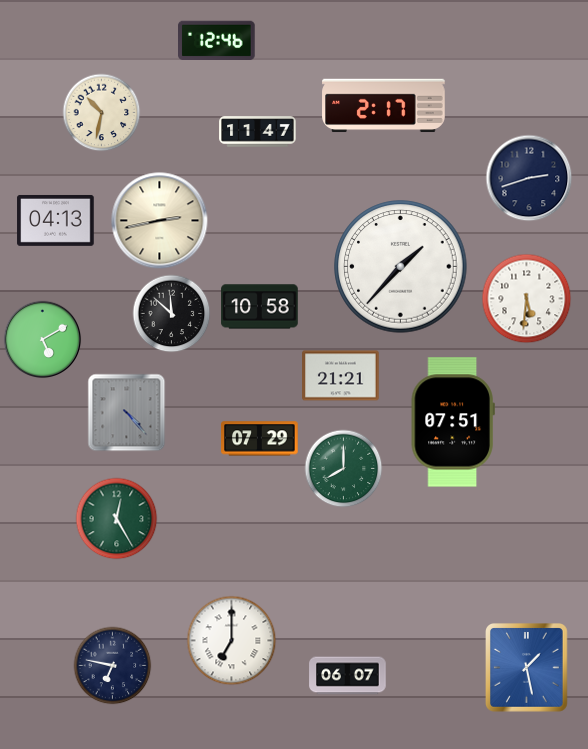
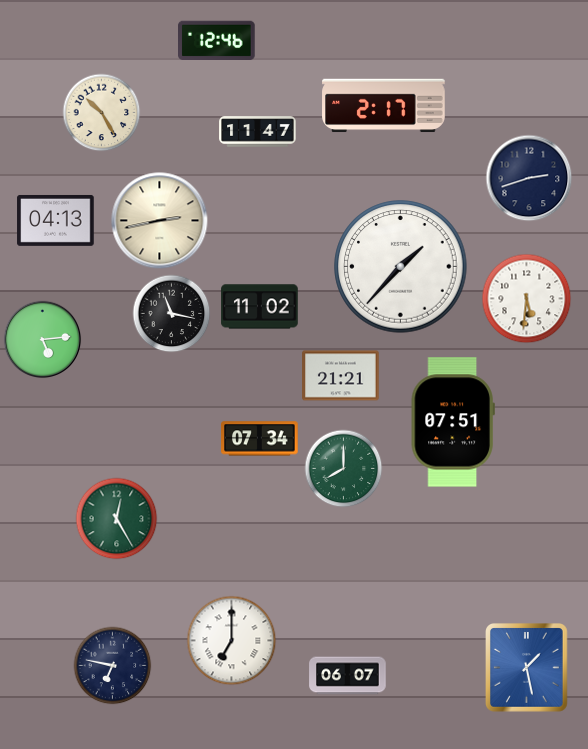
clock at (101, 112): 10:32 -> 10:25
clock at (260, 307): 10:58 -> 11:02
clock at (171, 313): 11:52 -> 11:17
clock at (42, 339): 5:10 -> 5:14
clock at (126, 412): 4:23 -> none
clock at (260, 439): 07:29 -> 07:34
